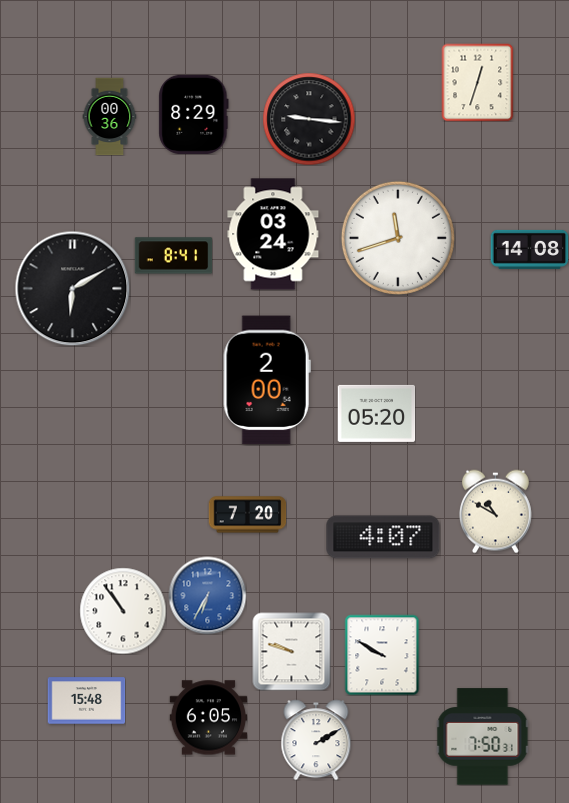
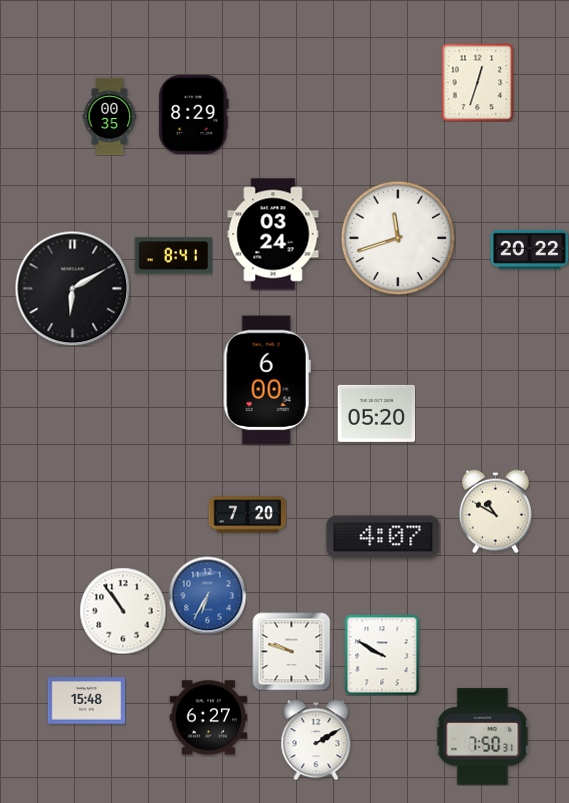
clock at (110, 116): 00:36 -> 00:35
clock at (309, 119): 9:16 -> none
clock at (529, 249): 14:08 -> 20:22
clock at (267, 380): 2:00 -> 6:00
clock at (208, 718): 6:05 -> 6:27
